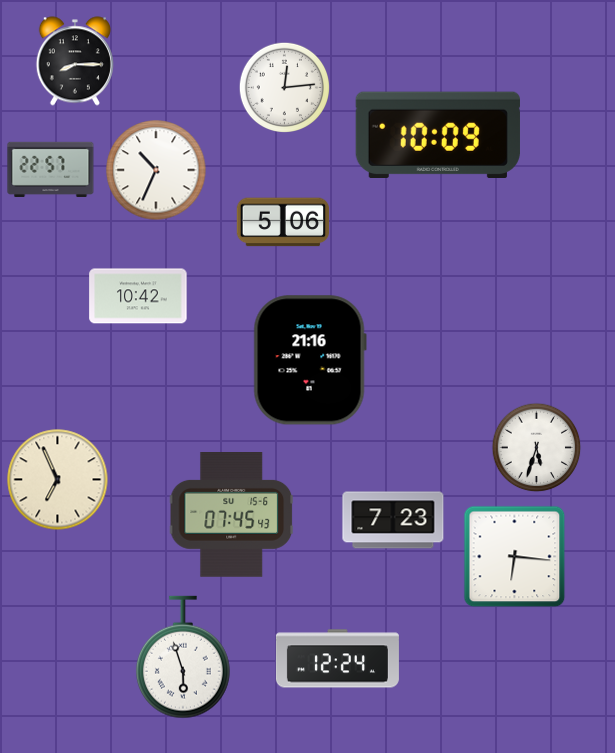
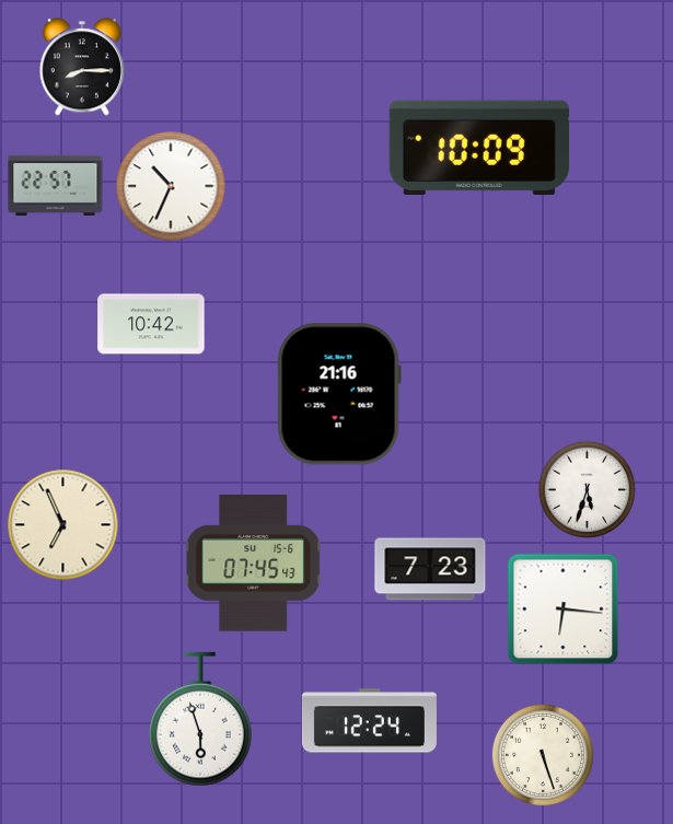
clock at (284, 87): 12:14 -> none
clock at (283, 222): 5:06 -> none
clock at (543, 755): none -> 5:27
